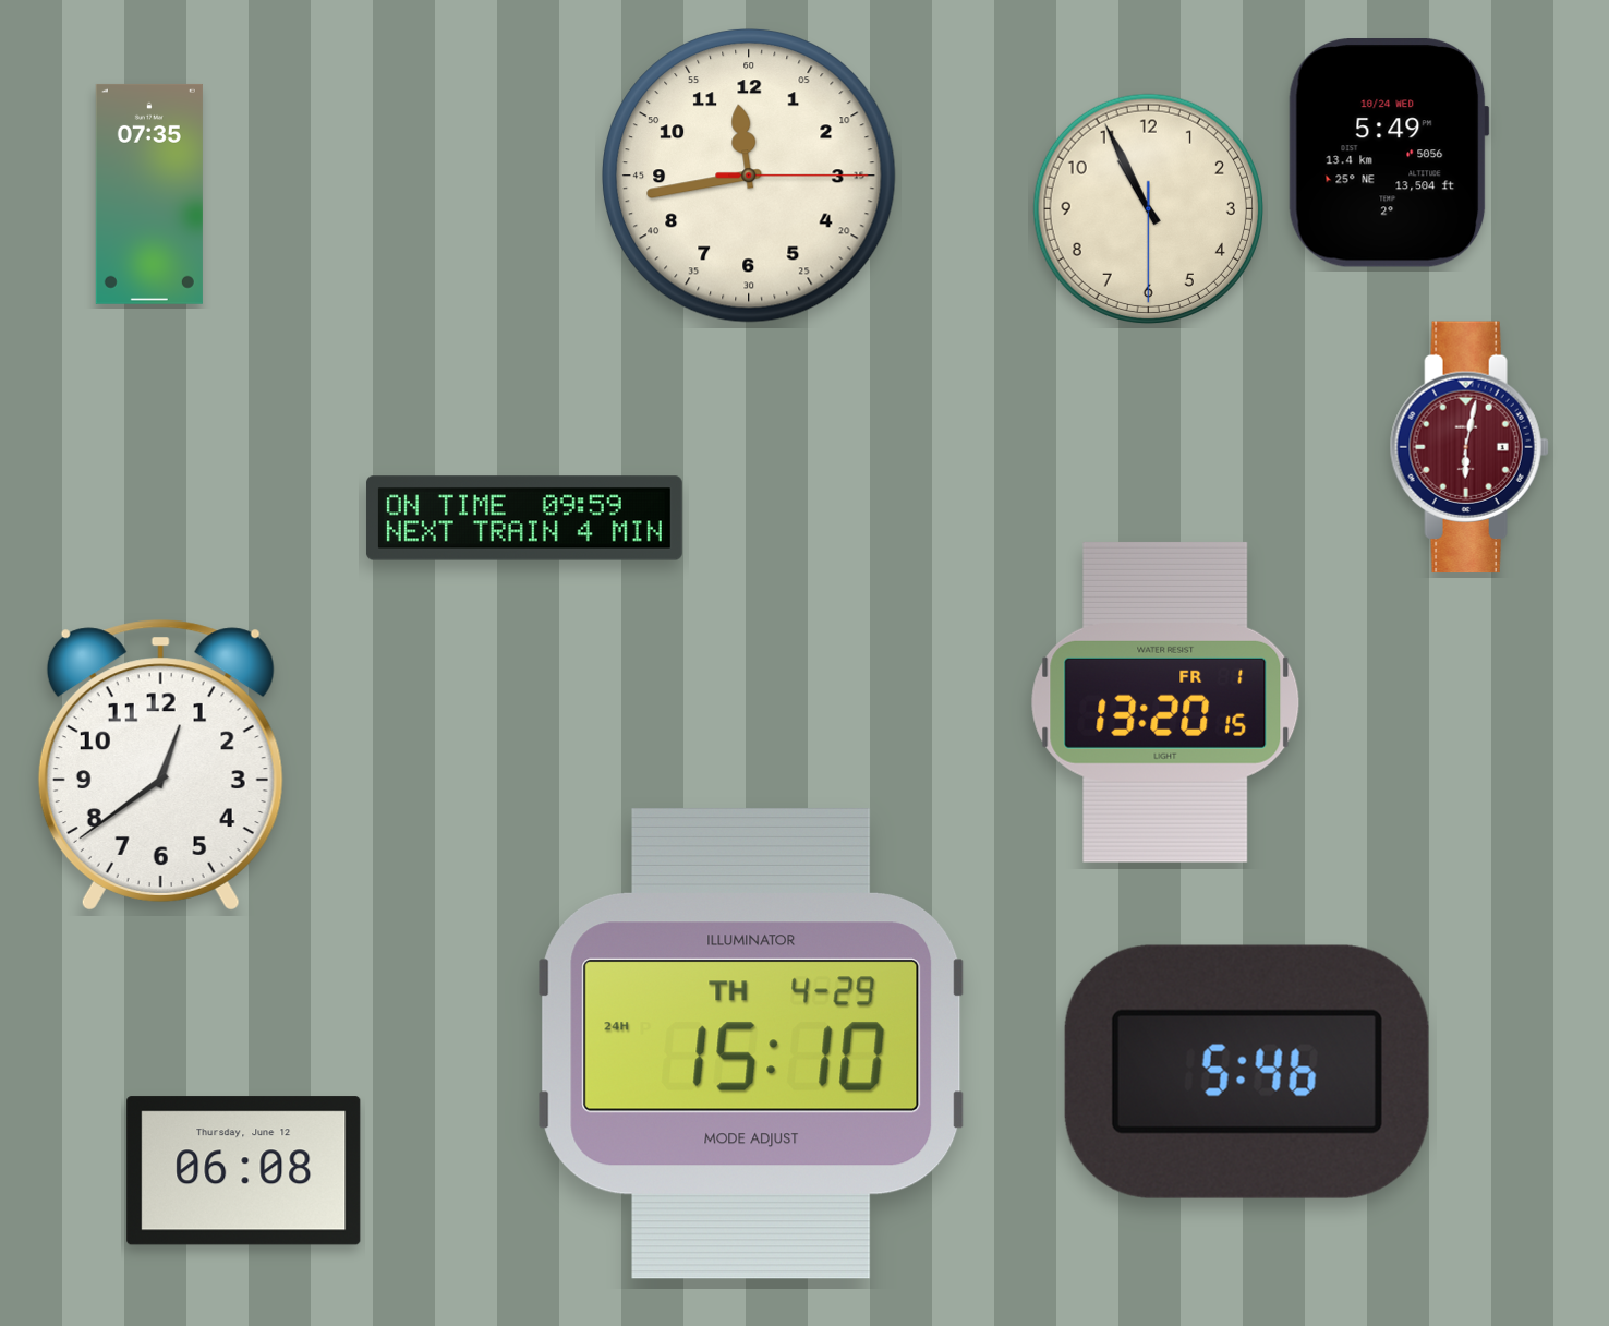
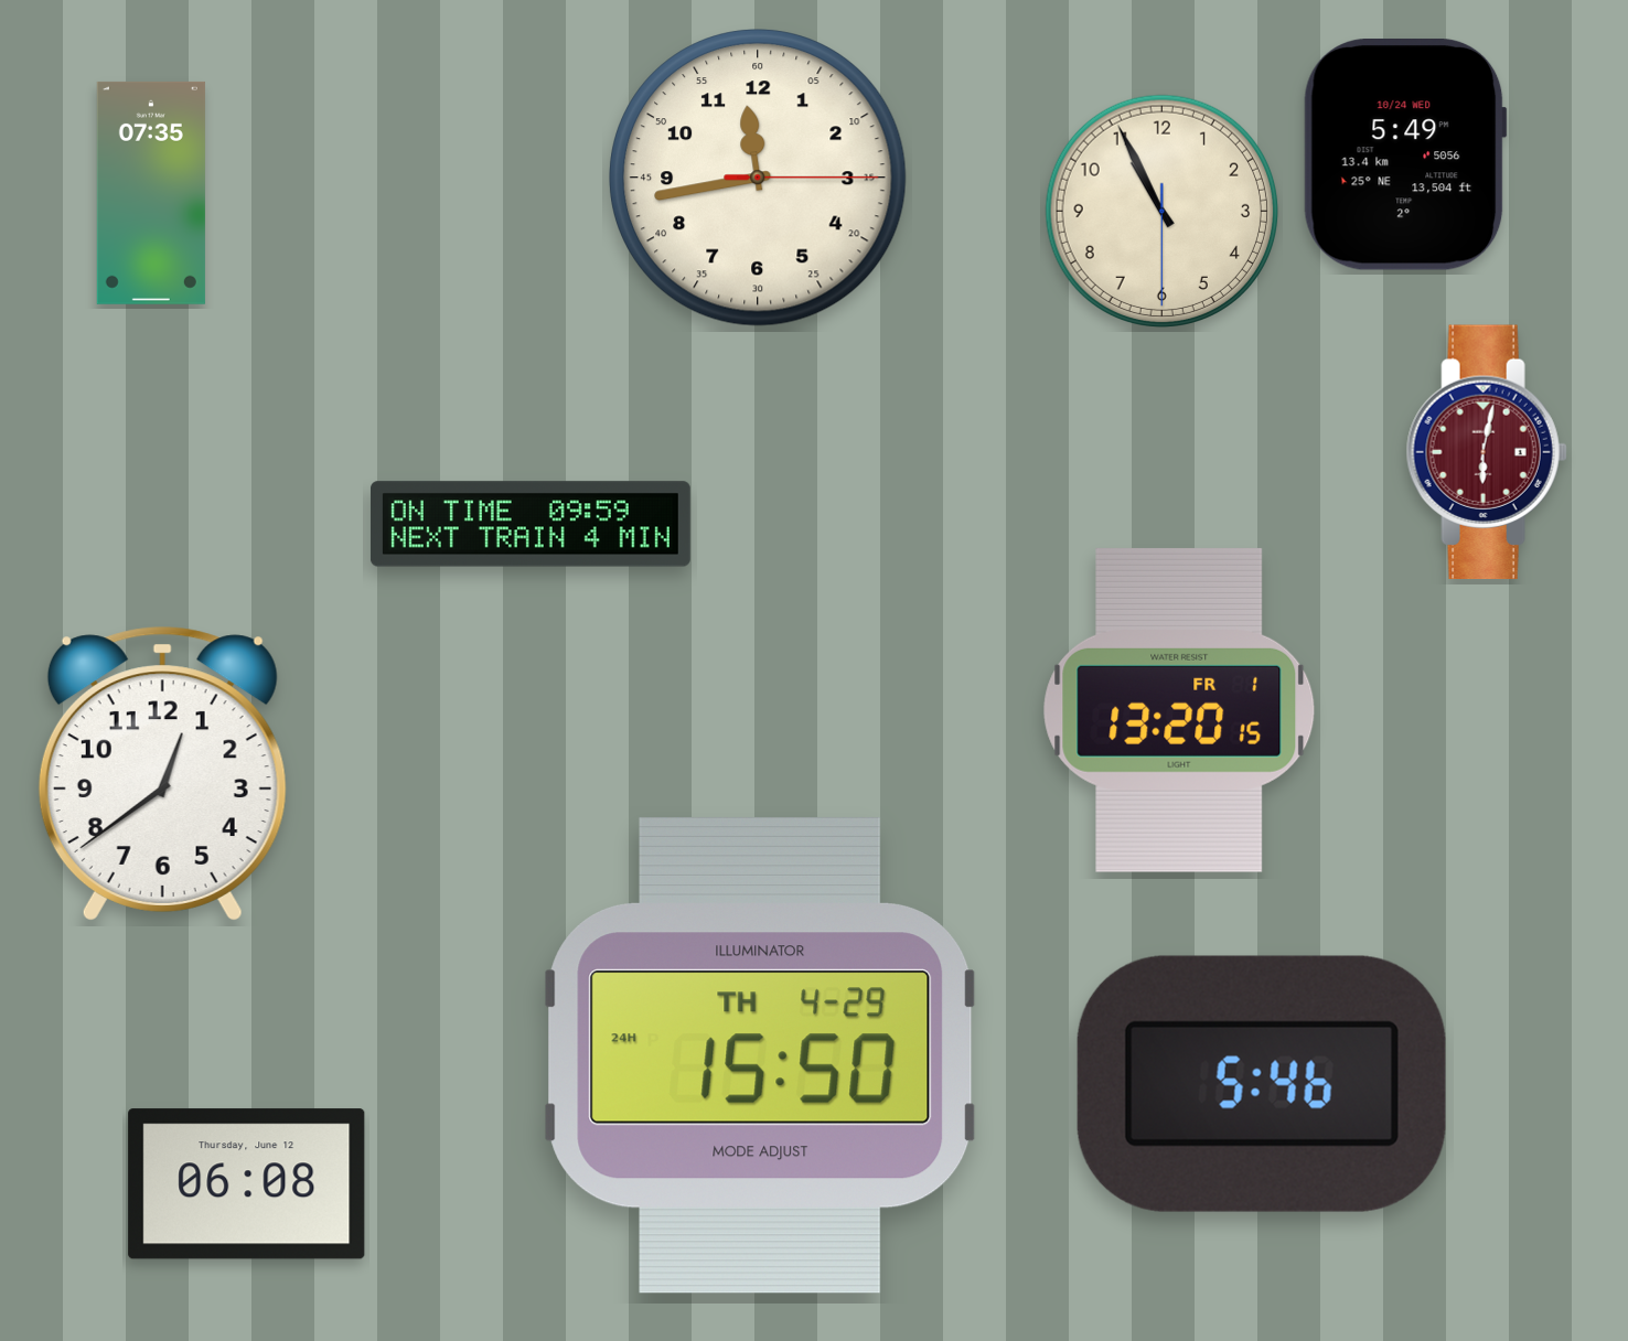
clock at (149, 194) position: (149, 194) -> (151, 193)
clock at (751, 1045): 15:10 -> 15:50
